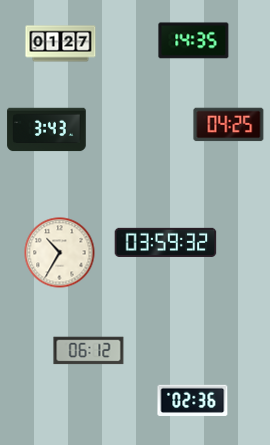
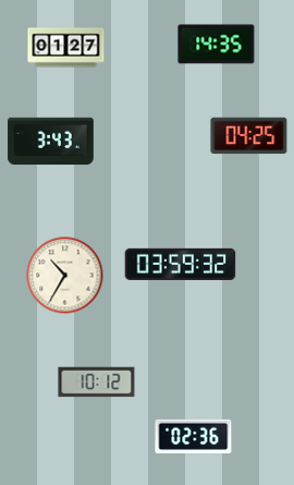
clock at (194, 41) position: (194, 41) -> (217, 45)
clock at (89, 351): 06:12 -> 10:12
clock at (193, 400) position: (193, 400) -> (194, 436)
